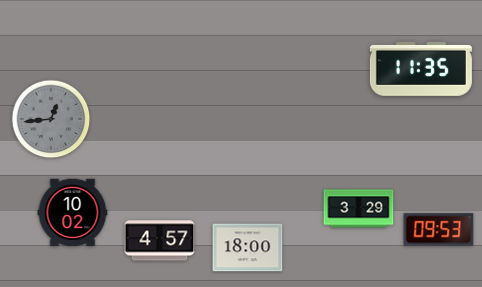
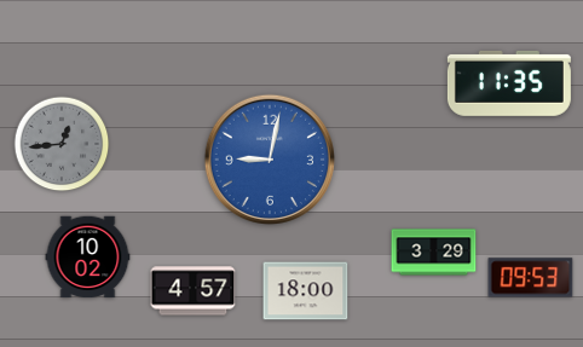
clock at (269, 158): none -> 9:02
clock at (248, 248) position: (248, 248) -> (306, 291)
